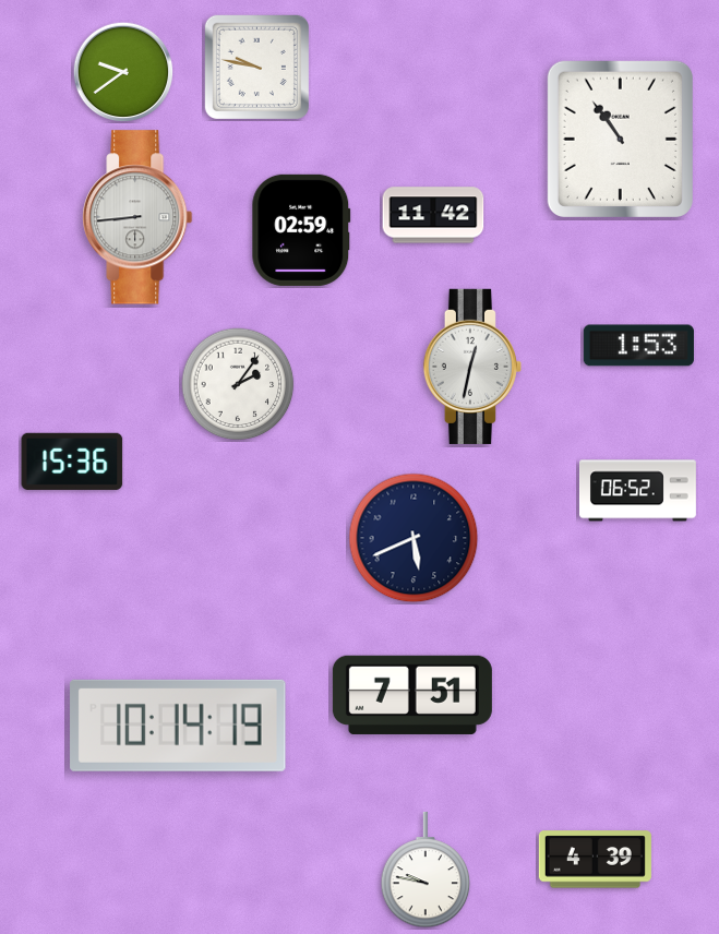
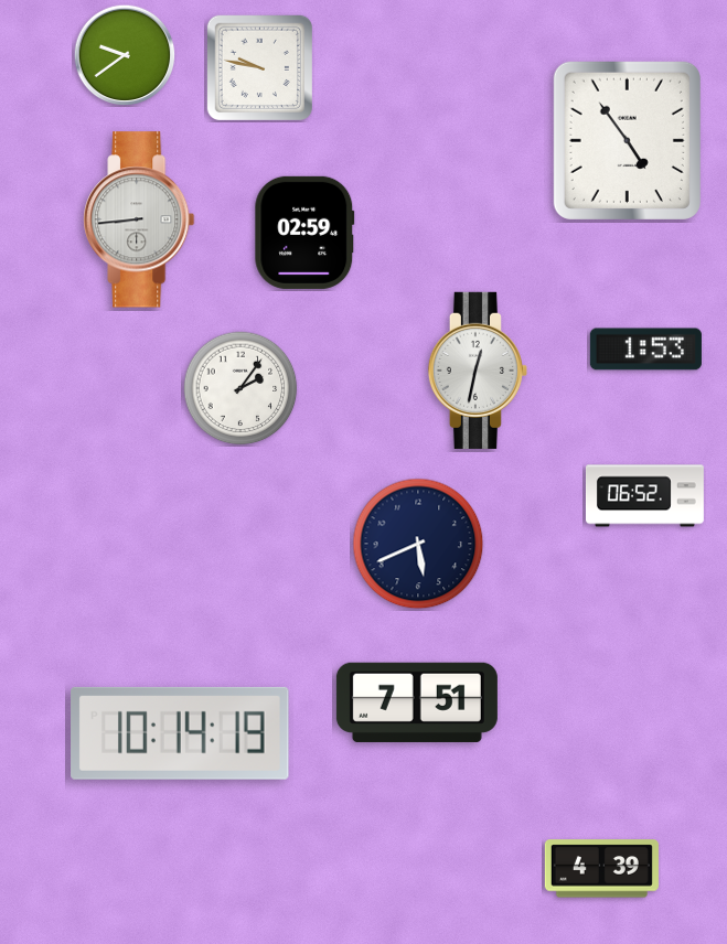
clock at (123, 72) position: (123, 72) -> (125, 55)
clock at (620, 139): 10:54 -> 4:54
clock at (433, 215): 11:42 -> none
clock at (72, 462): 15:36 -> none
clock at (426, 870): 9:47 -> none
